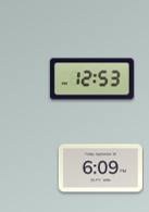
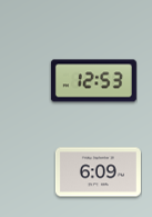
clock at (100, 169) position: (100, 169) -> (98, 172)
